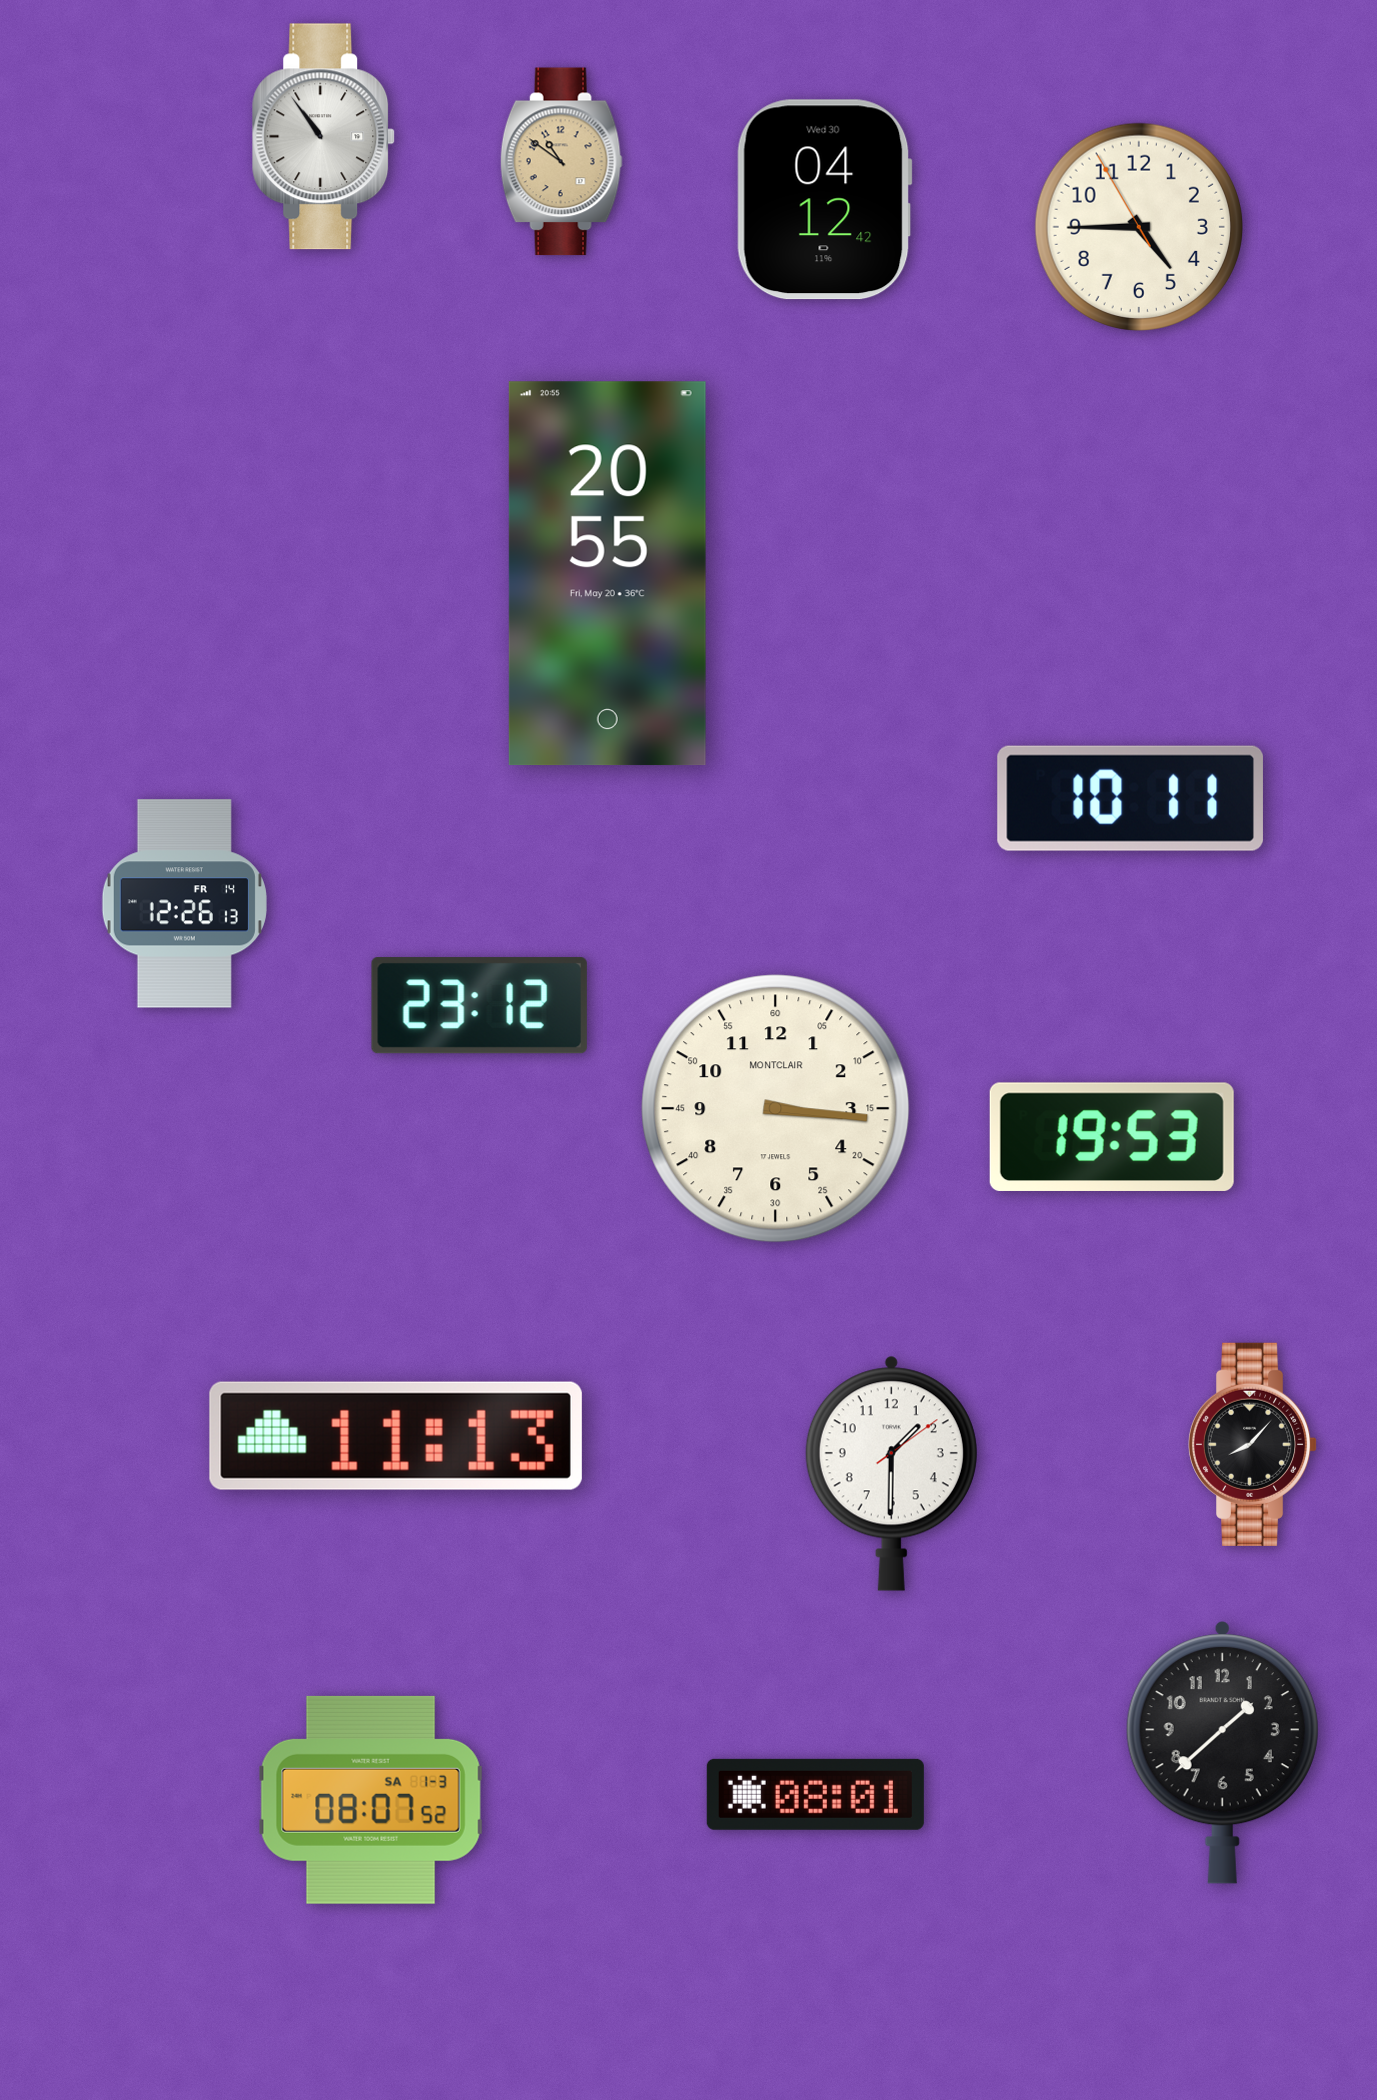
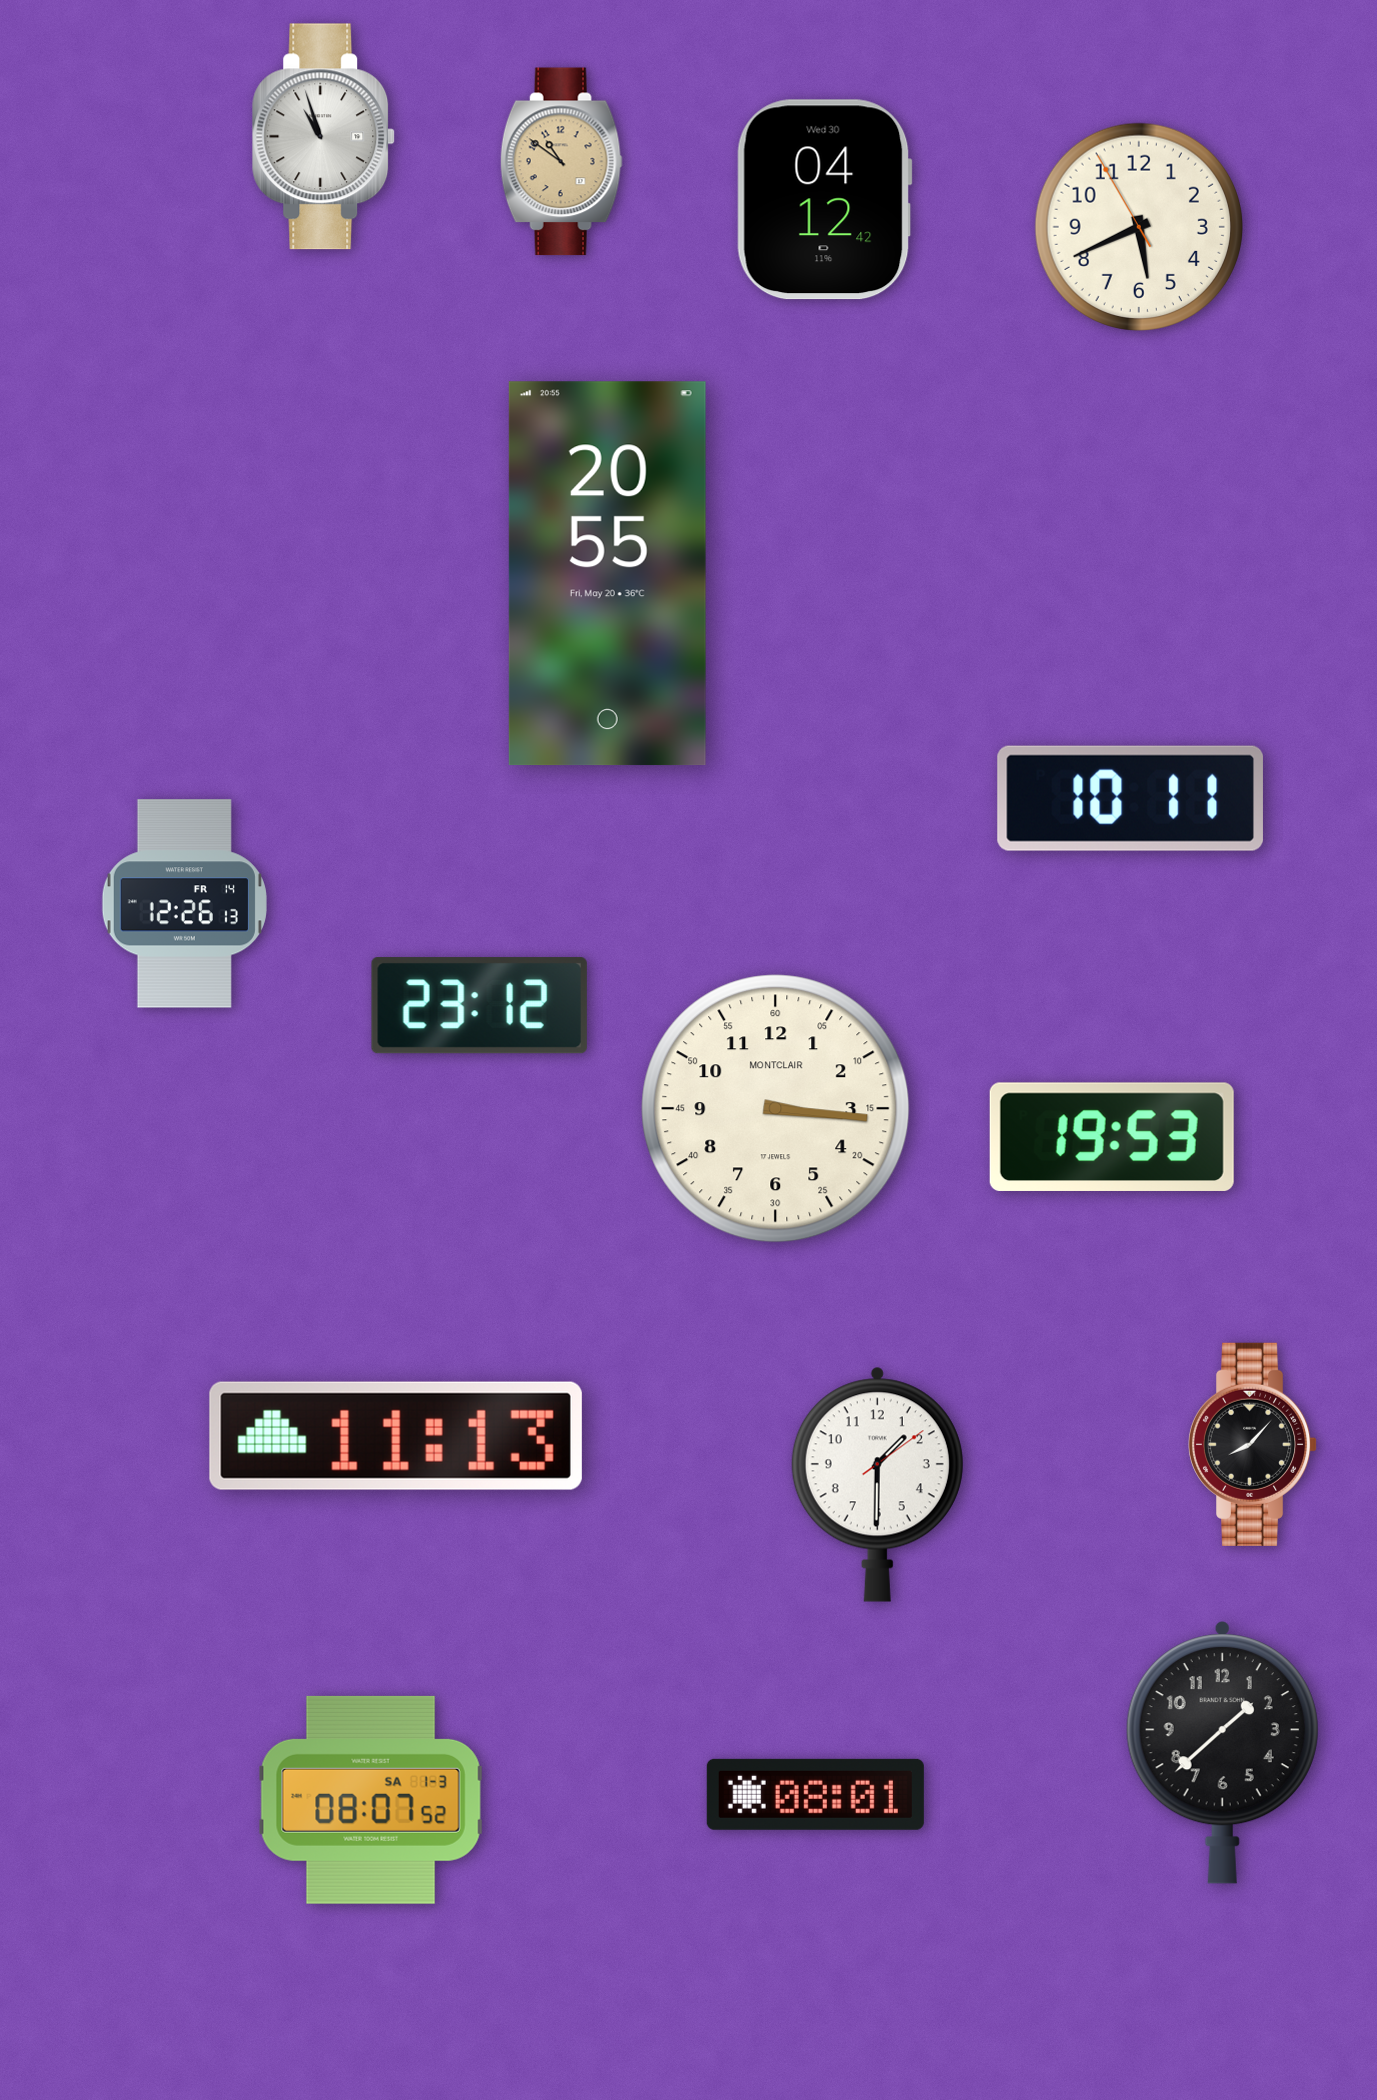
clock at (324, 137): 10:54 -> 10:57
clock at (1138, 226): 4:44 -> 5:40
clock at (891, 1473) position: (891, 1473) -> (877, 1484)
